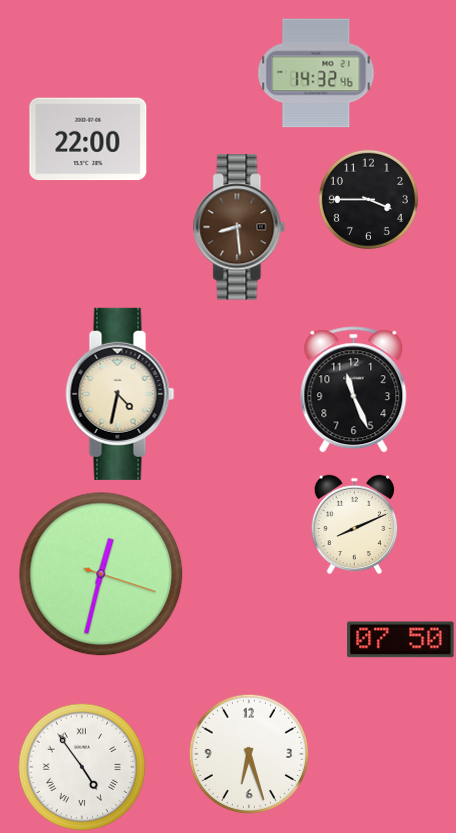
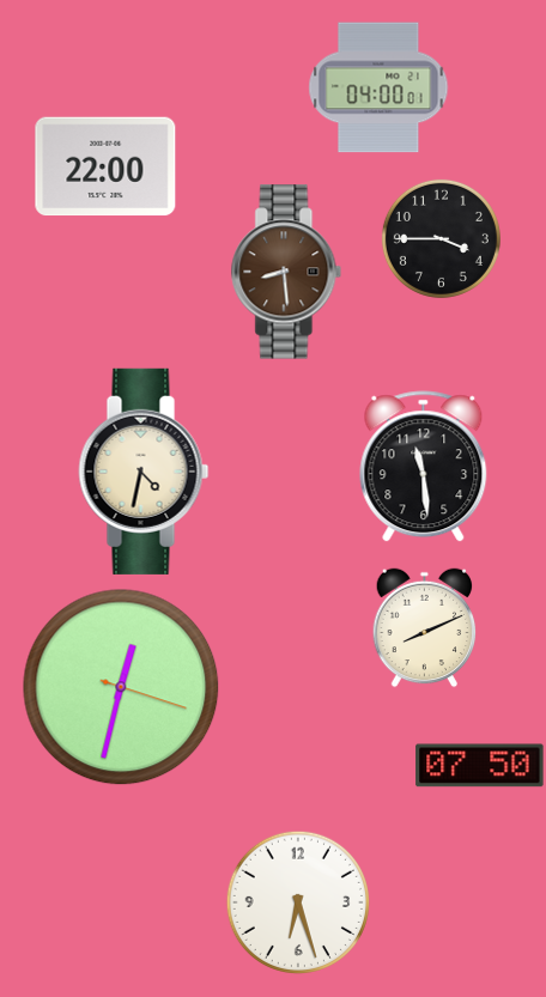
clock at (316, 73): 14:32 -> 04:00
clock at (354, 390): 11:26 -> 11:29
clock at (82, 767): 4:54 -> none
